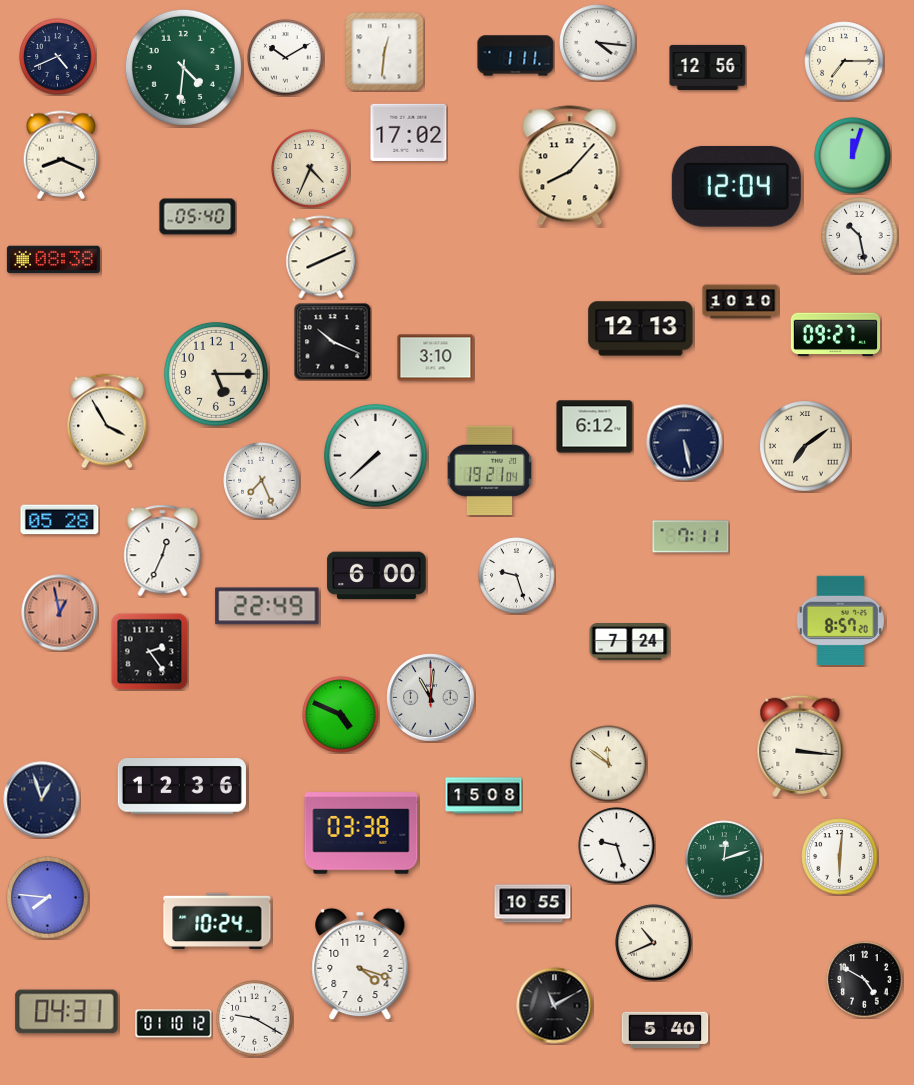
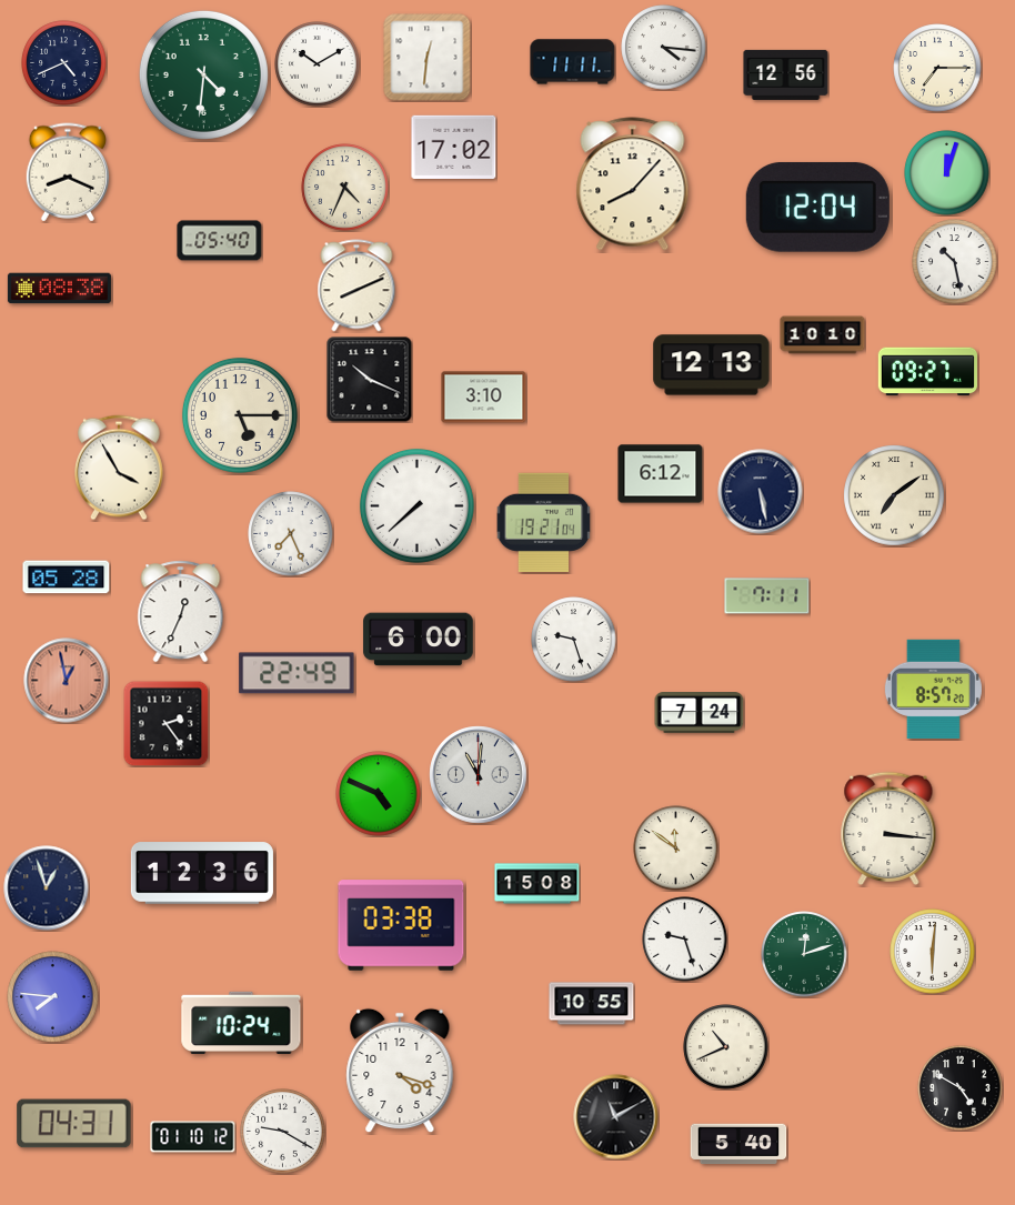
clock at (516, 56): 1:11 -> 11:11
